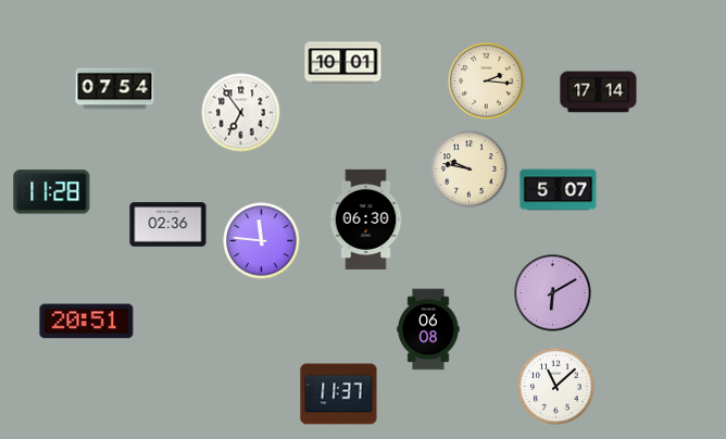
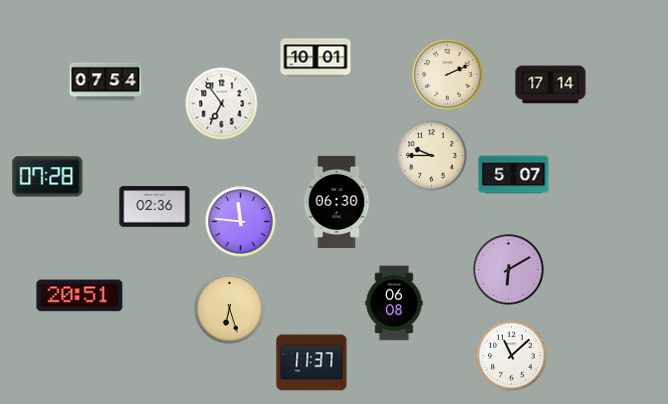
clock at (487, 81): 2:16 -> 2:11
clock at (470, 170): 9:47 -> 9:45
clock at (52, 192): 11:28 -> 07:28
clock at (230, 309): none -> 6:27
